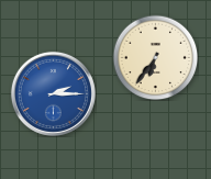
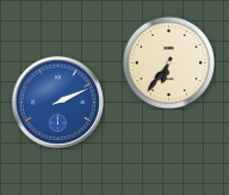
clock at (53, 93): 2:15 -> 2:11
